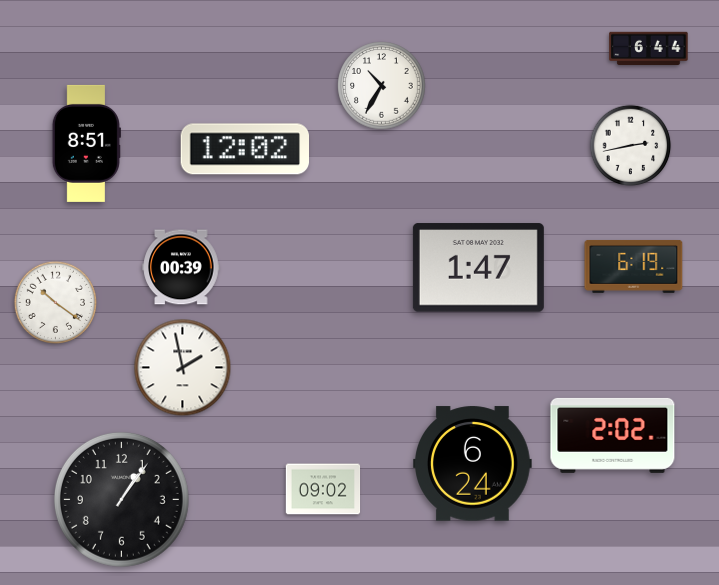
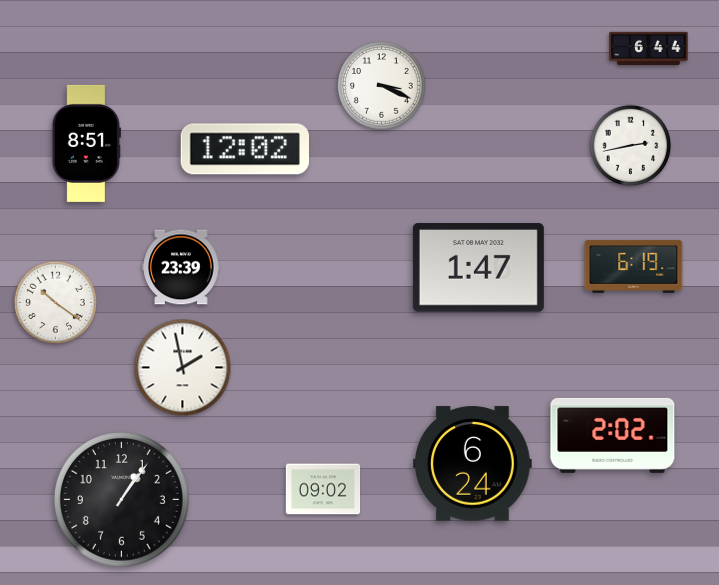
clock at (382, 86): 10:35 -> 3:19
clock at (181, 267): 00:39 -> 23:39
